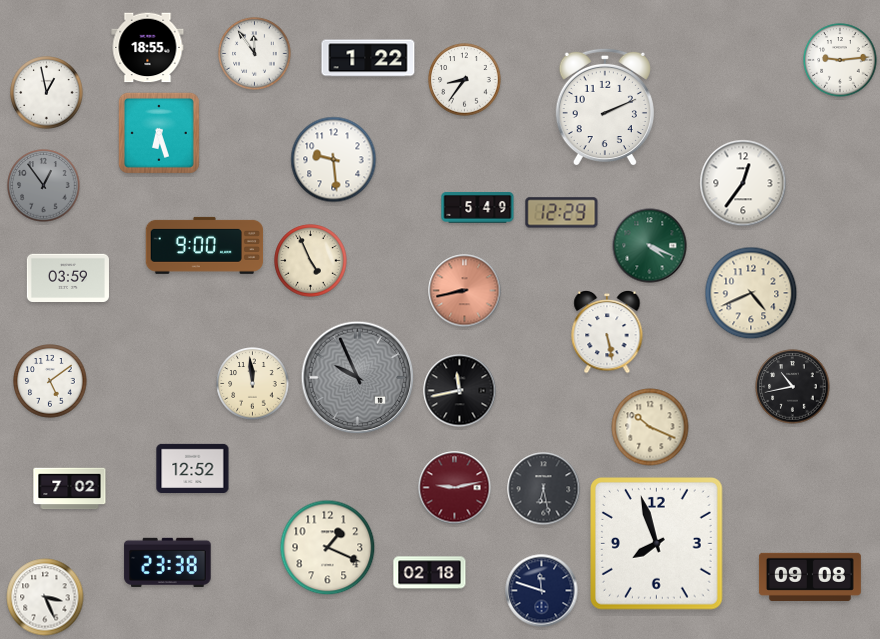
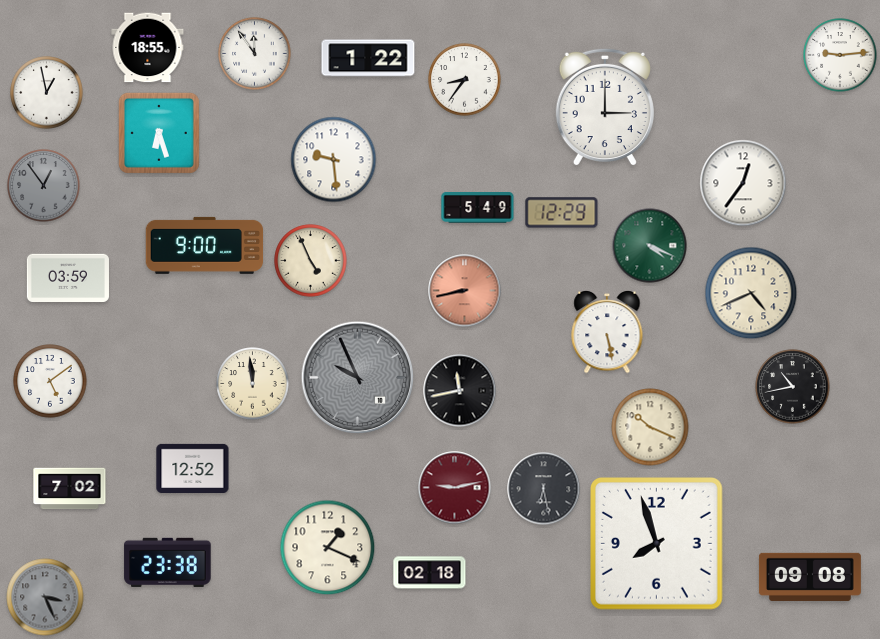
clock at (840, 60) position: (840, 60) -> (840, 55)
clock at (605, 107): 2:11 -> 3:00
clock at (542, 591): 11:48 -> none
clock at (45, 597) dial: white -> grey
